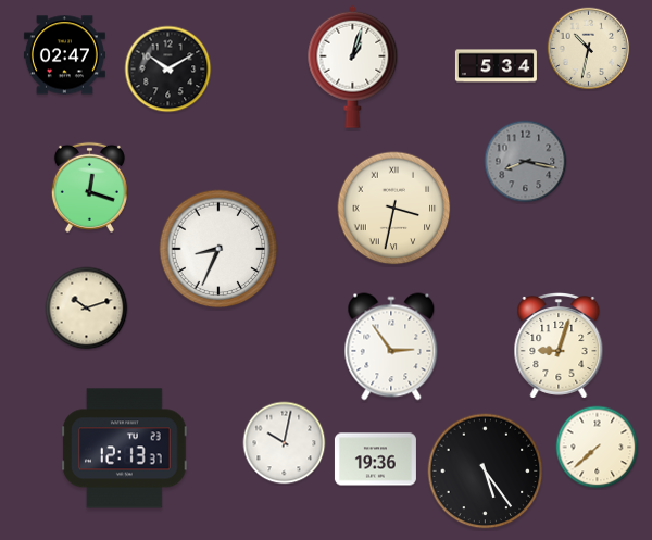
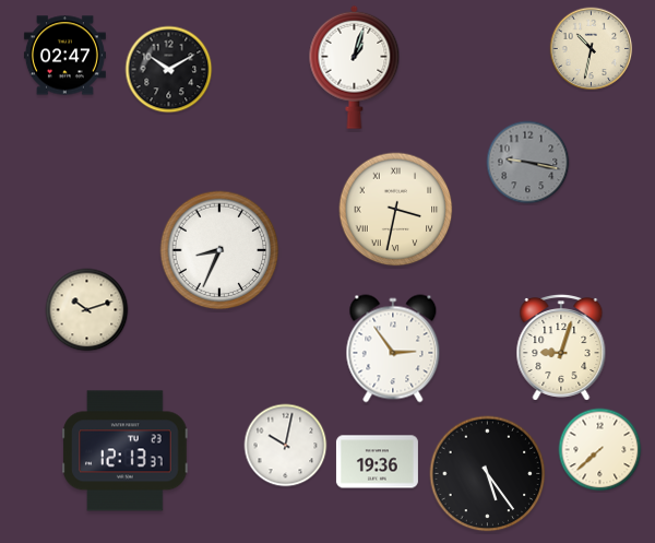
clock at (496, 66): 5:34 -> none
clock at (526, 162): 8:17 -> 9:17
clock at (89, 187): 12:18 -> none
